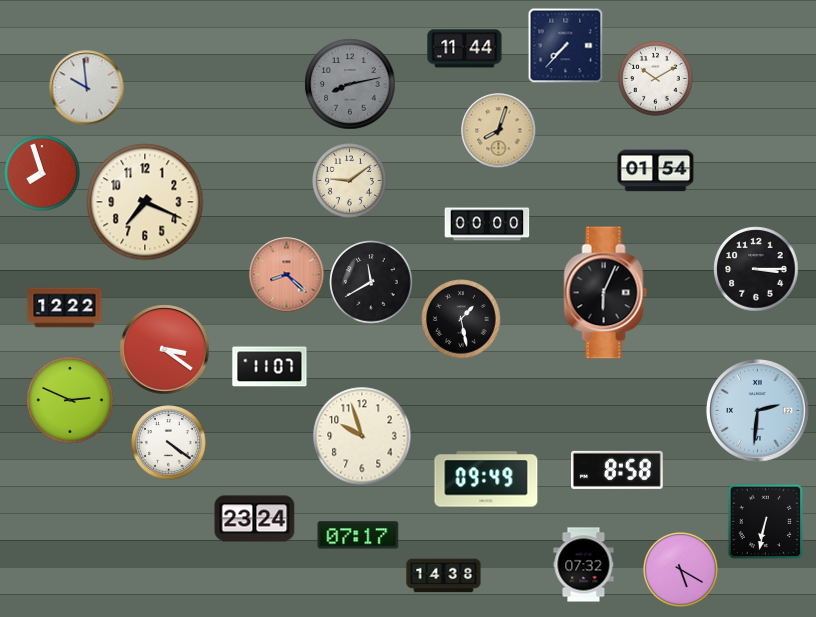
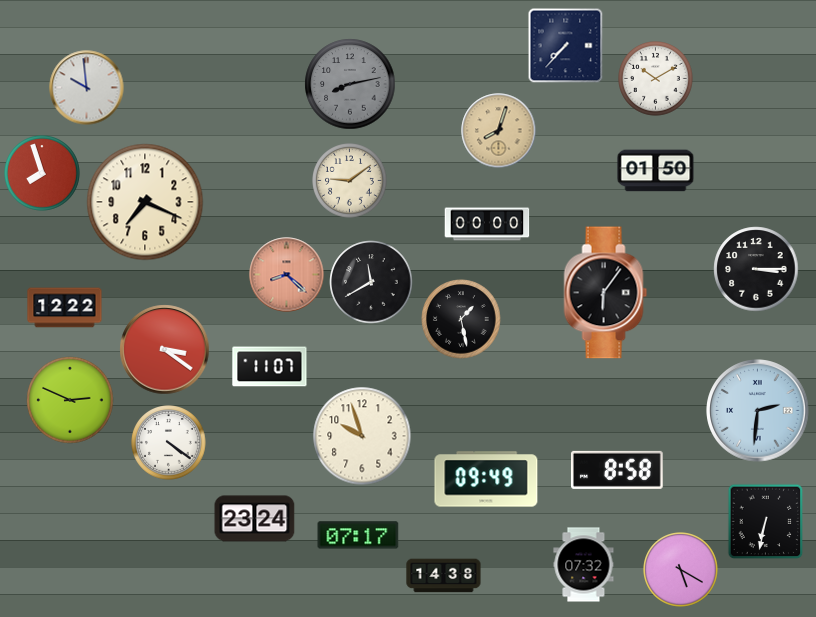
clock at (465, 49): 11:44 -> none
clock at (656, 171): 01:54 -> 01:50
clock at (606, 293): 6:04 -> 6:06
